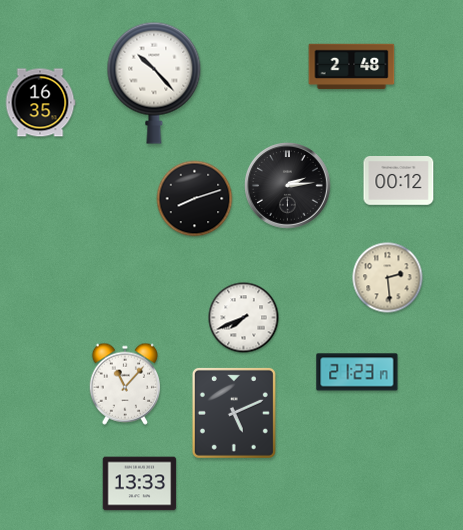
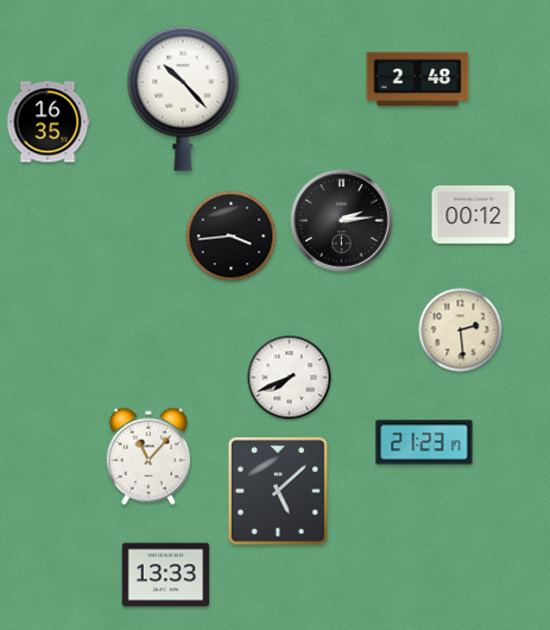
clock at (195, 199): 8:12 -> 3:44
clock at (234, 413): 5:11 -> 5:08
